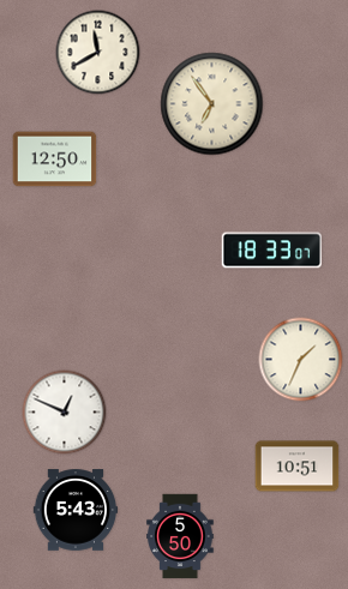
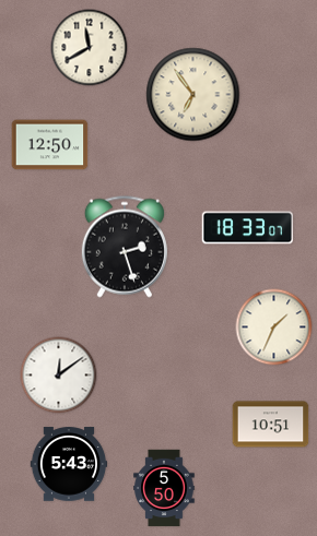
clock at (125, 247): none -> 2:27
clock at (65, 413): 12:49 -> 12:09
